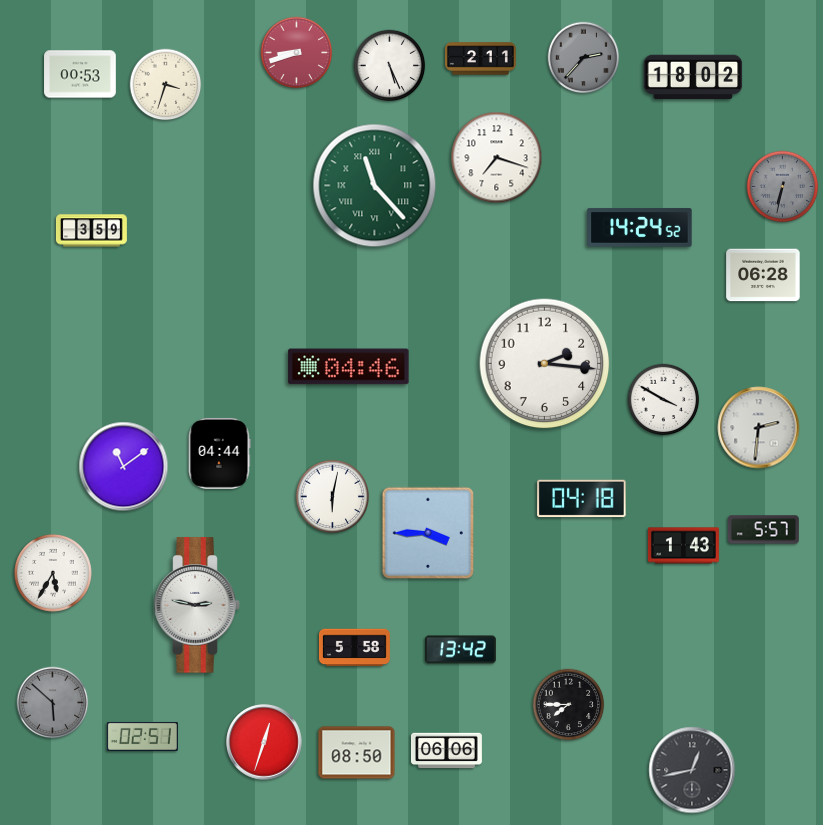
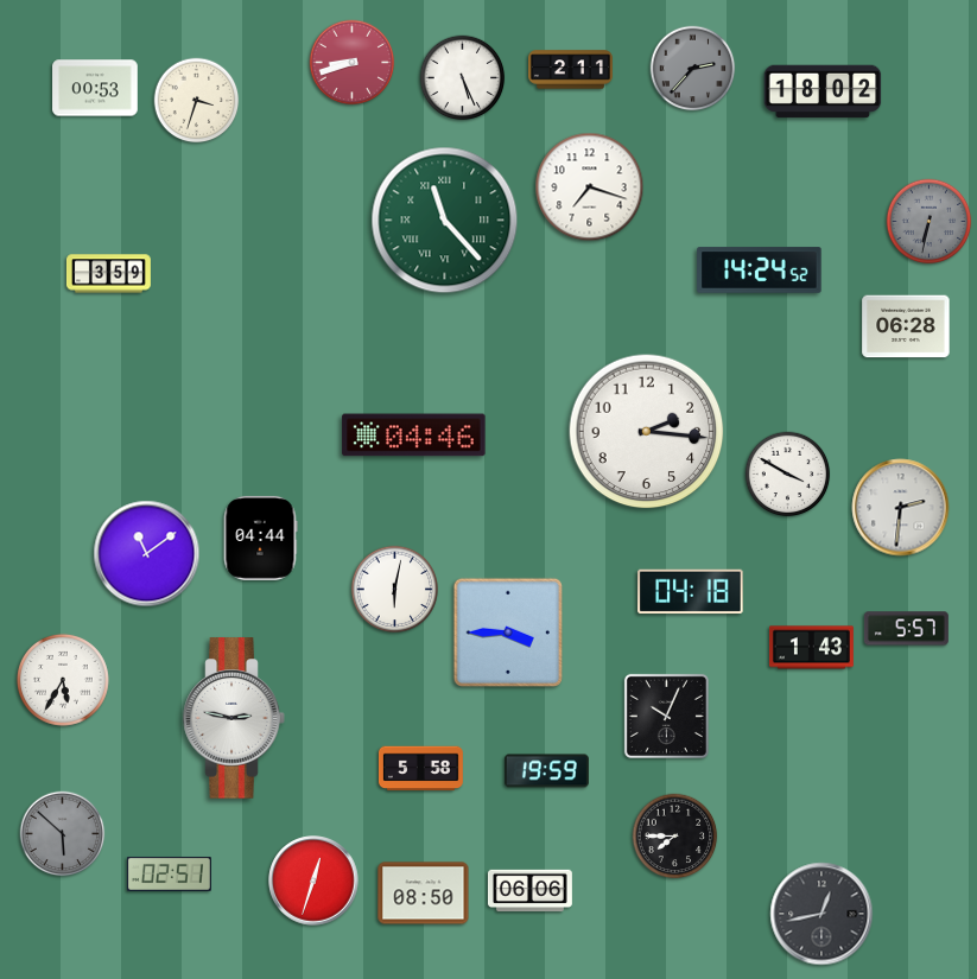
clock at (666, 716): none -> 10:04
clock at (460, 650): 13:42 -> 19:59
